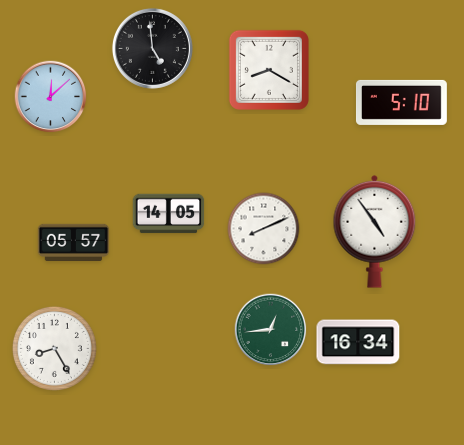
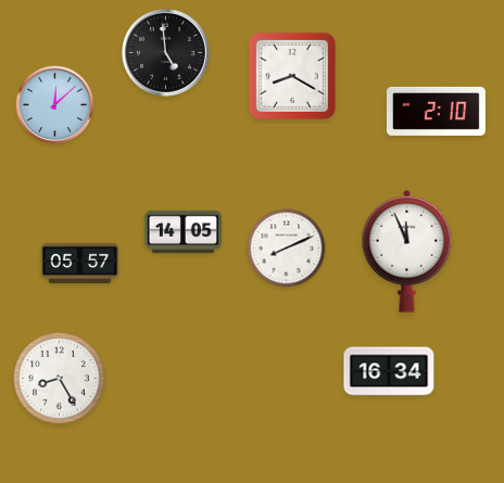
clock at (401, 102): 5:10 -> 2:10
clock at (375, 231): 4:54 -> 11:56
clock at (271, 330): 12:44 -> none
